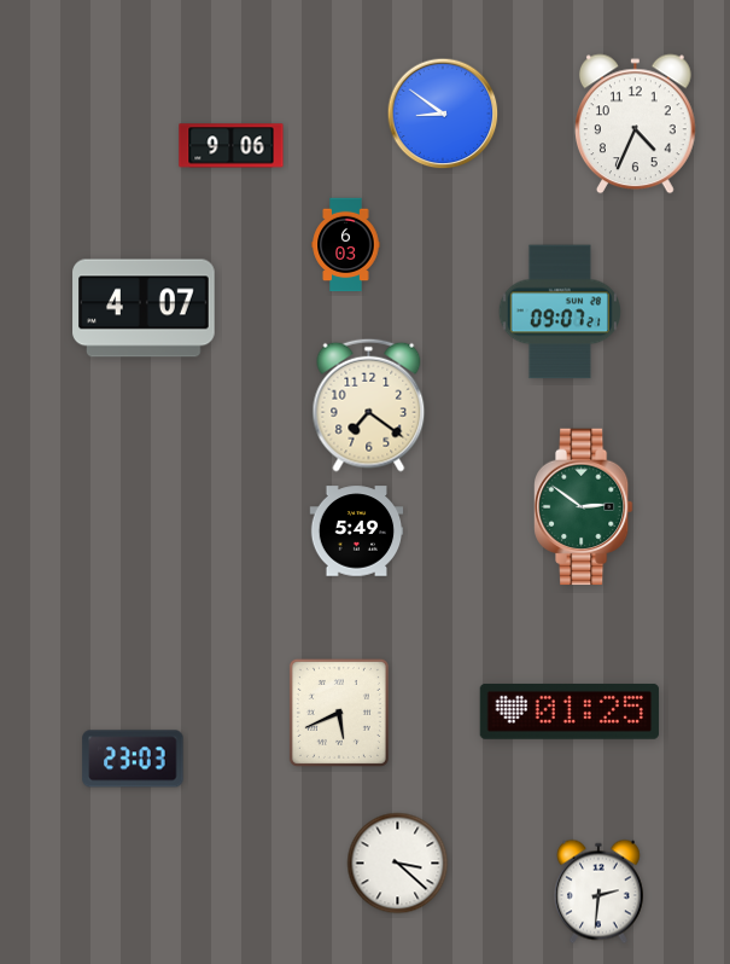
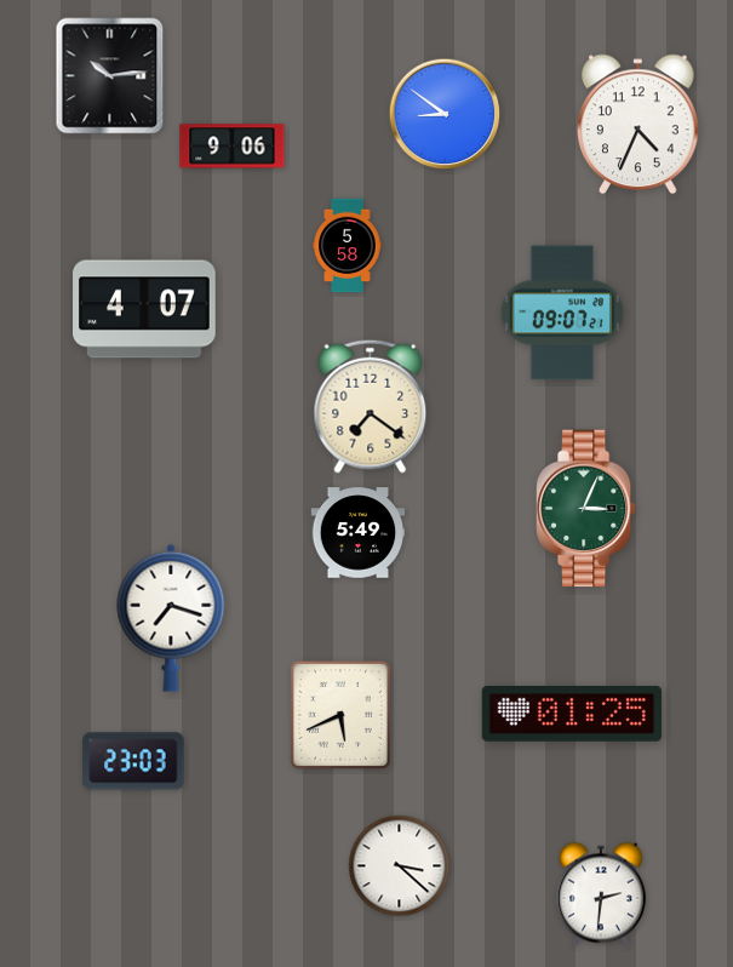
clock at (110, 76): none -> 10:14
clock at (346, 245): 6:03 -> 5:58
clock at (584, 507): 2:51 -> 3:04
clock at (171, 618): none -> 7:18
